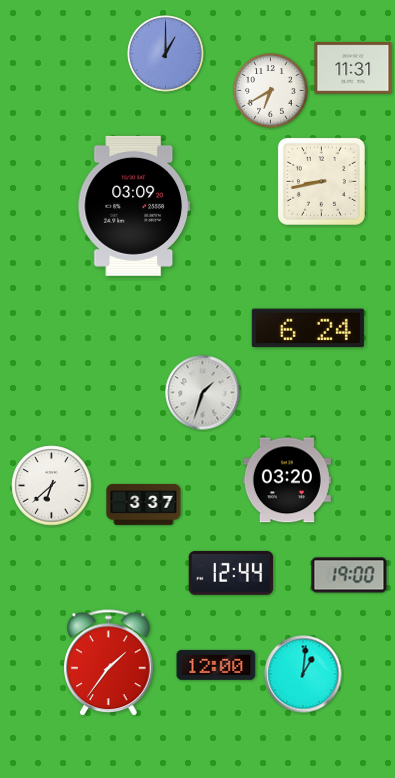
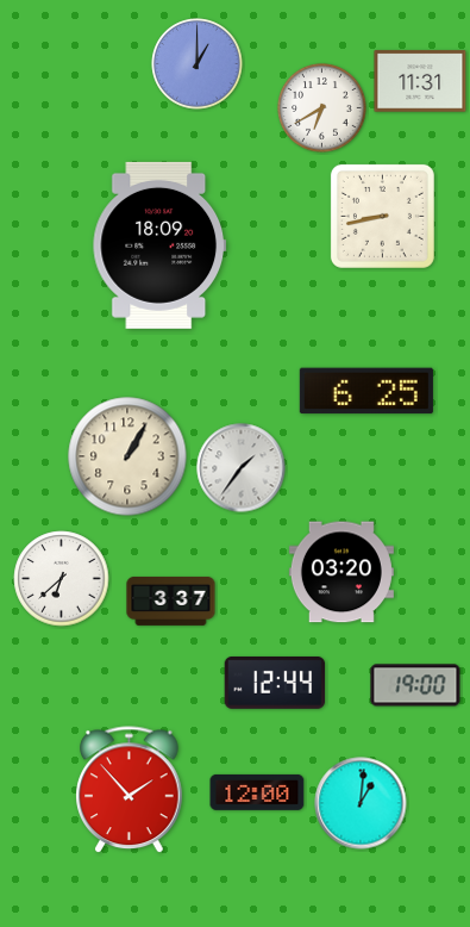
clock at (133, 206): 03:09 -> 18:09
clock at (308, 328): 6:24 -> 6:25
clock at (127, 456): none -> 1:05
clock at (203, 393): 1:33 -> 1:36
clock at (109, 663): 1:36 -> 1:53
